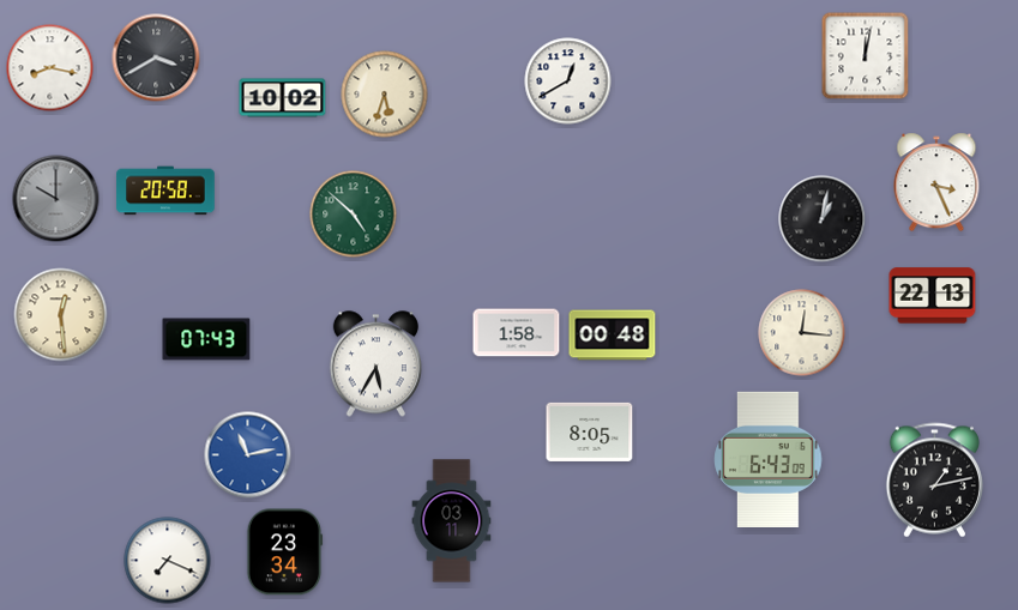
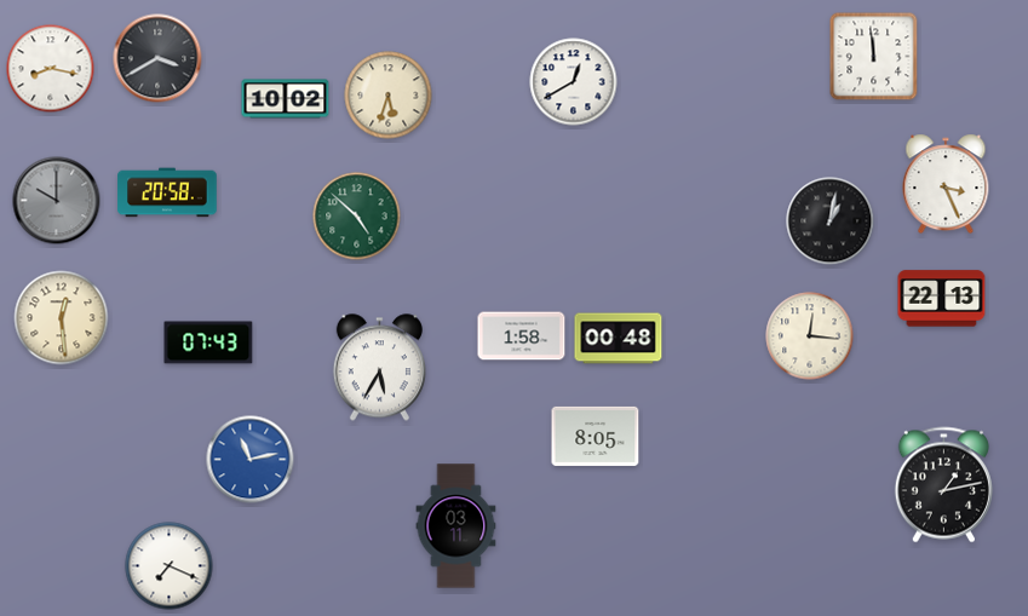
clock at (866, 56): 12:02 -> 11:59
clock at (769, 459): 6:43 -> none
clock at (284, 552): 23:34 -> none
